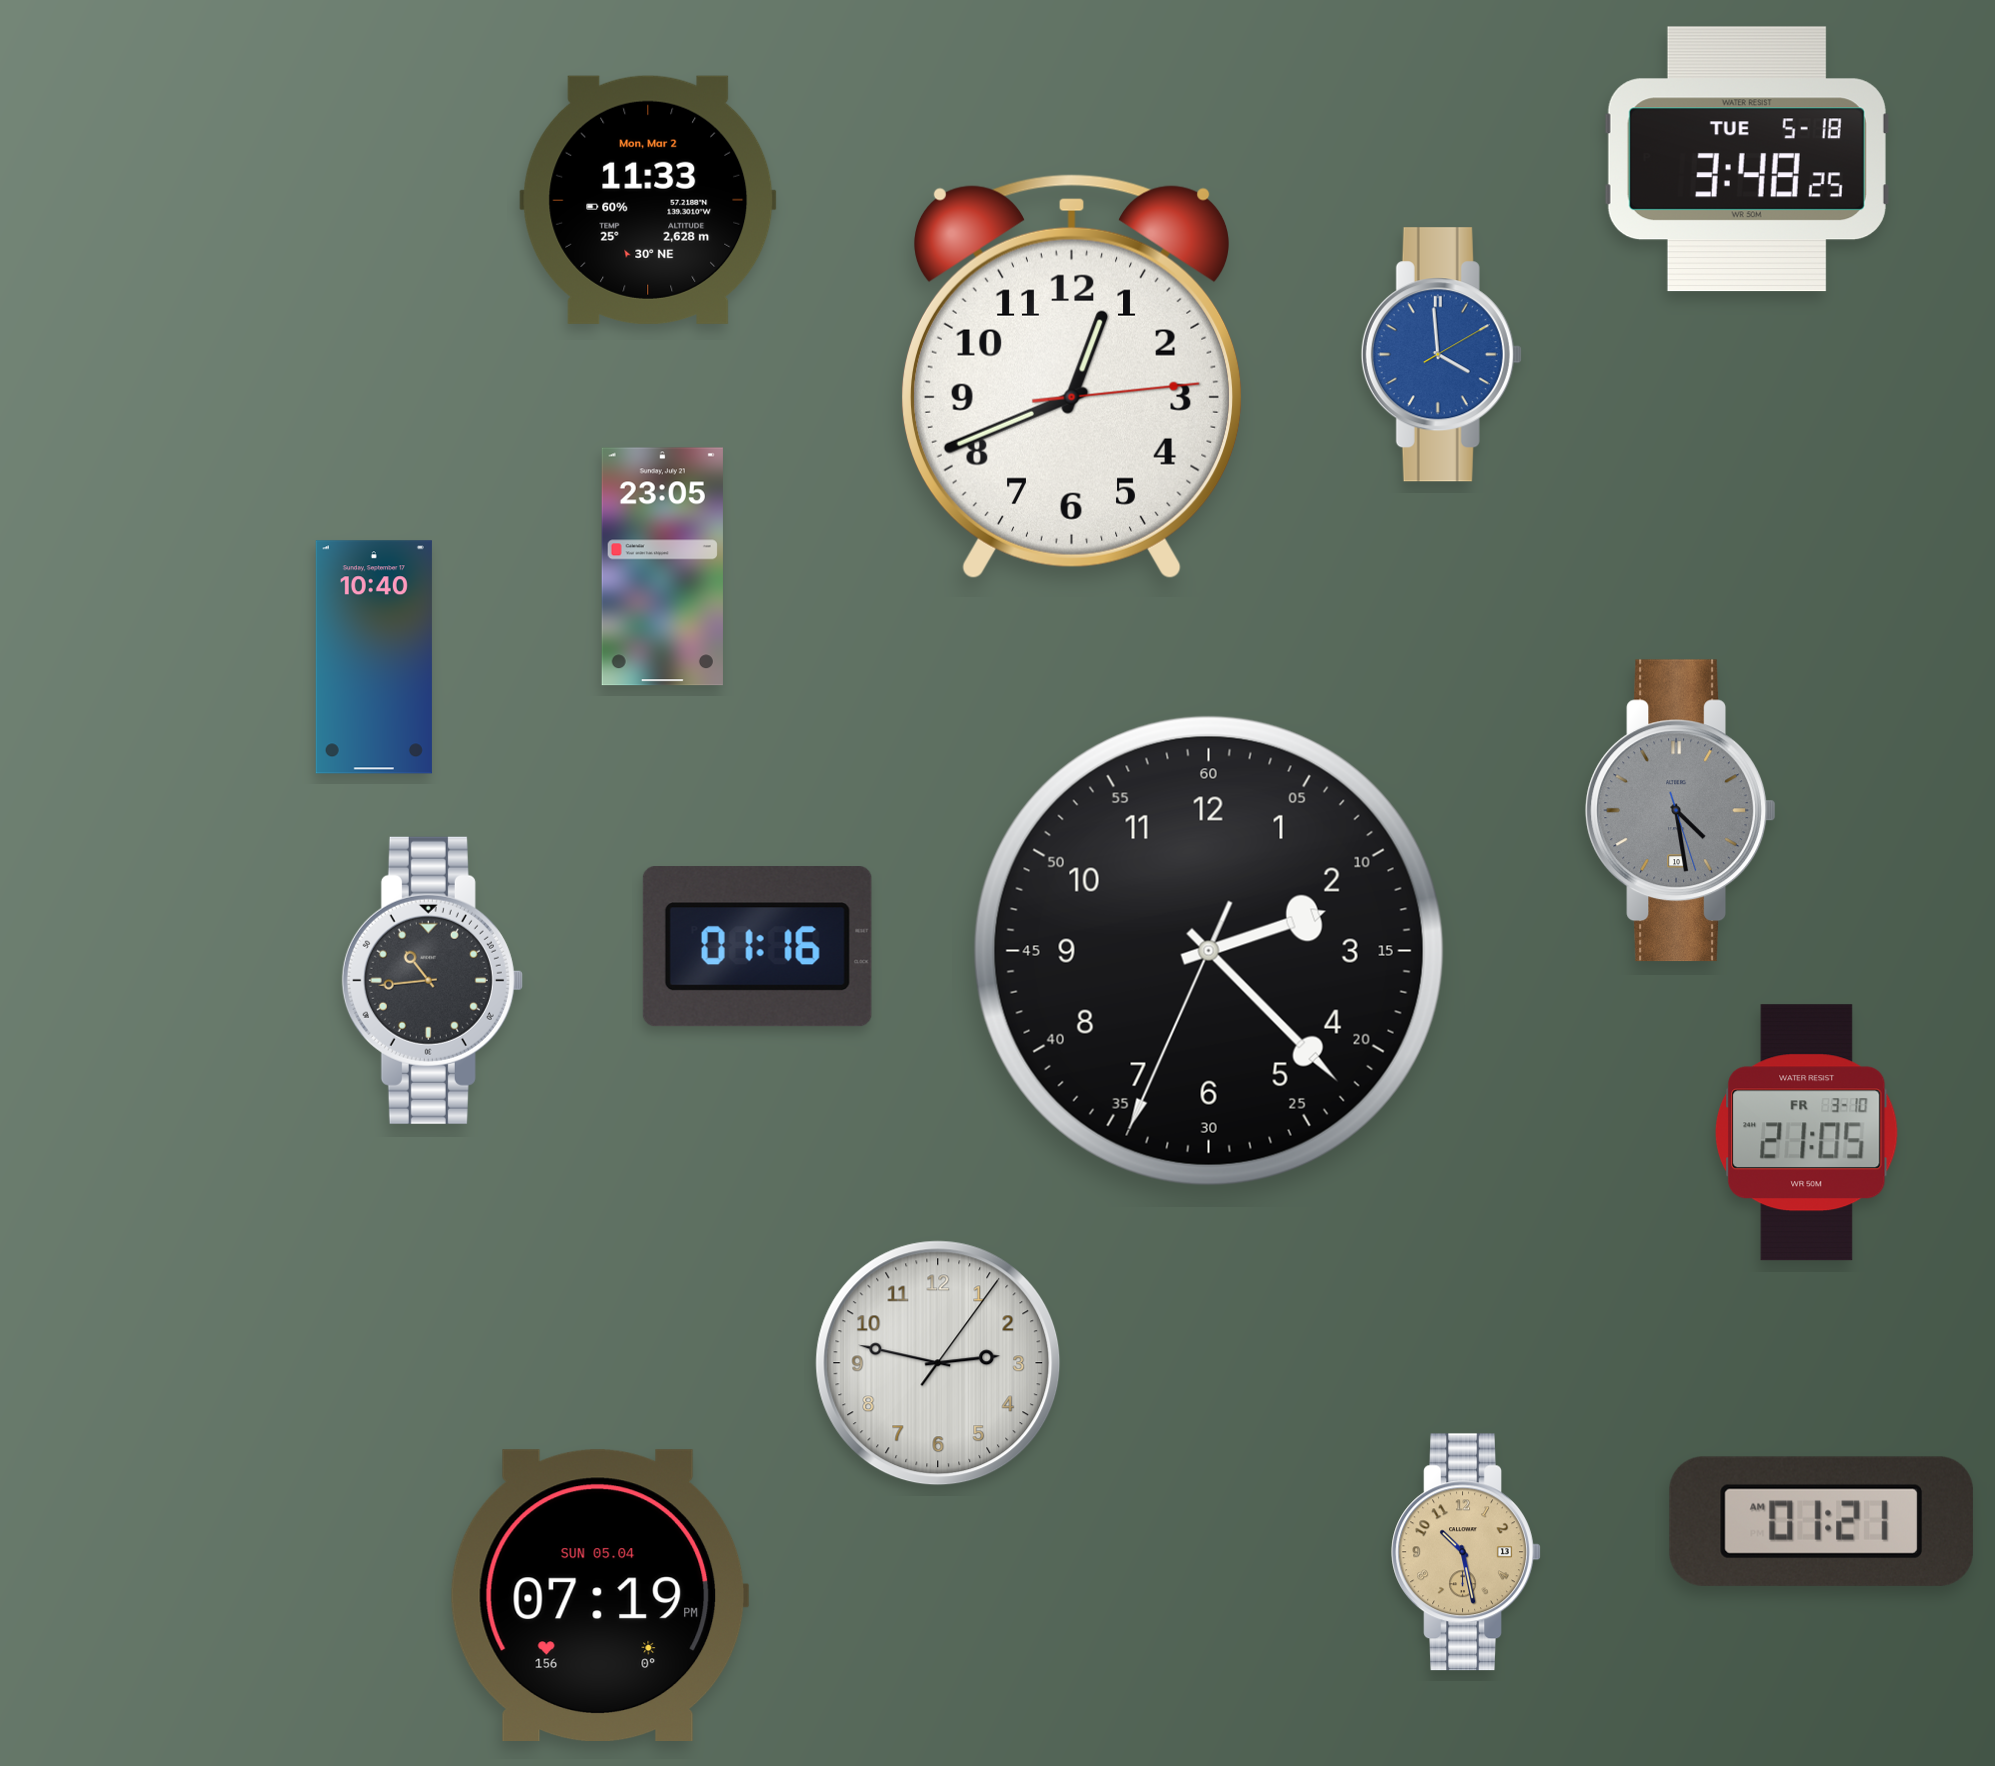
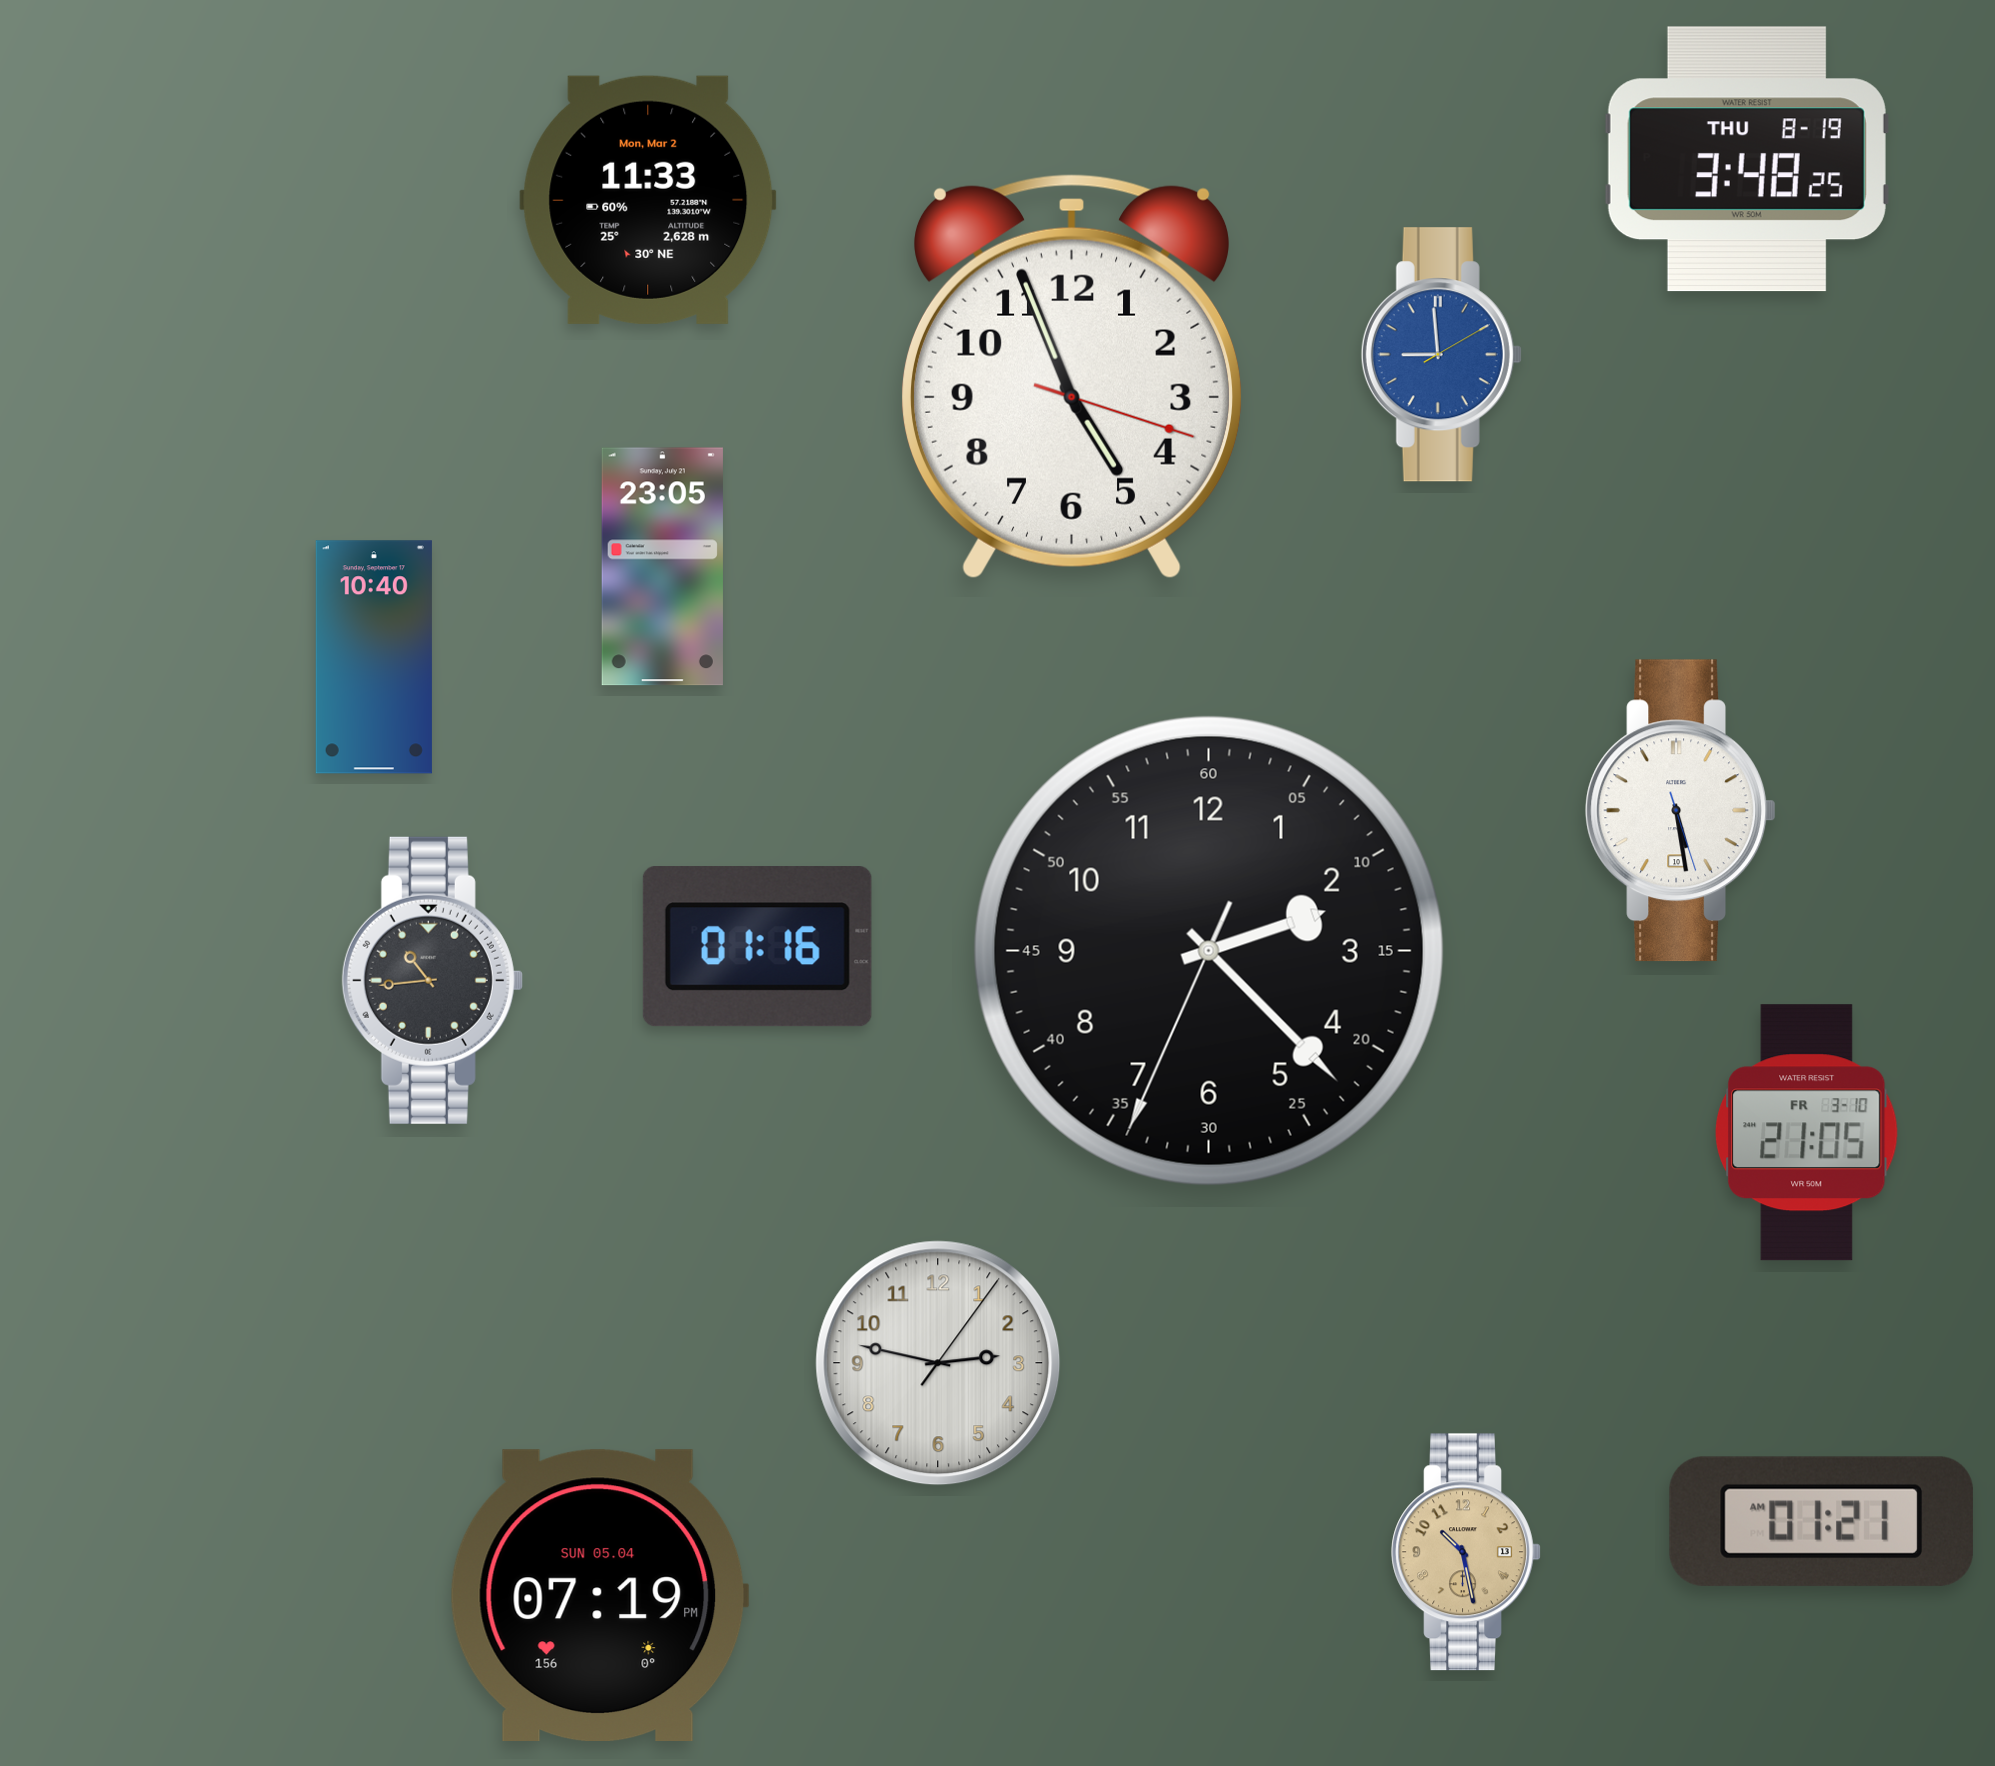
clock at (1747, 159) date: TUE 5-18 -> THU 8-19
clock at (1441, 355): 3:59 -> 8:59
clock at (1072, 377): 12:41 -> 4:56
clock at (1681, 811): 4:28 -> 5:28
clock at (1681, 811) dial: grey -> white
